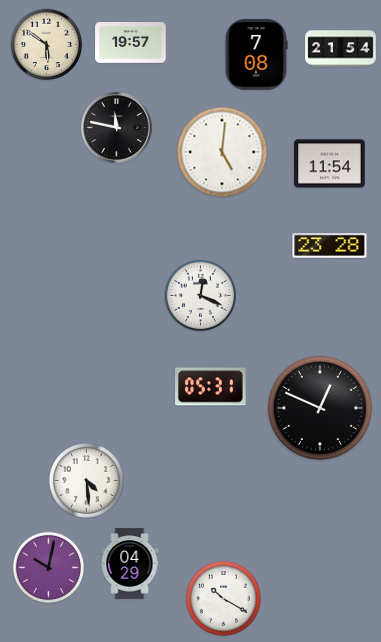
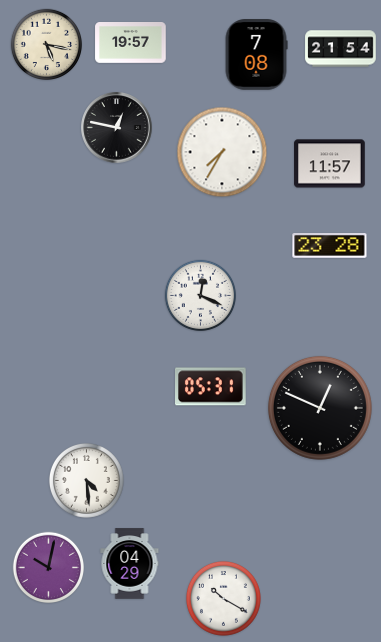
clock at (46, 44): 5:51 -> 5:17
clock at (117, 128): 11:47 -> 12:47
clock at (222, 152): 5:01 -> 7:35
clock at (330, 164): 11:54 -> 11:57
